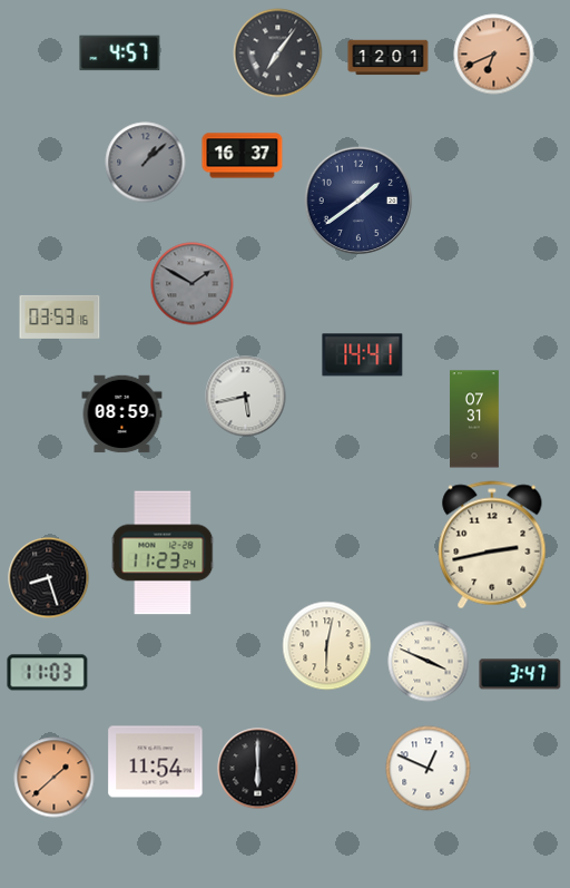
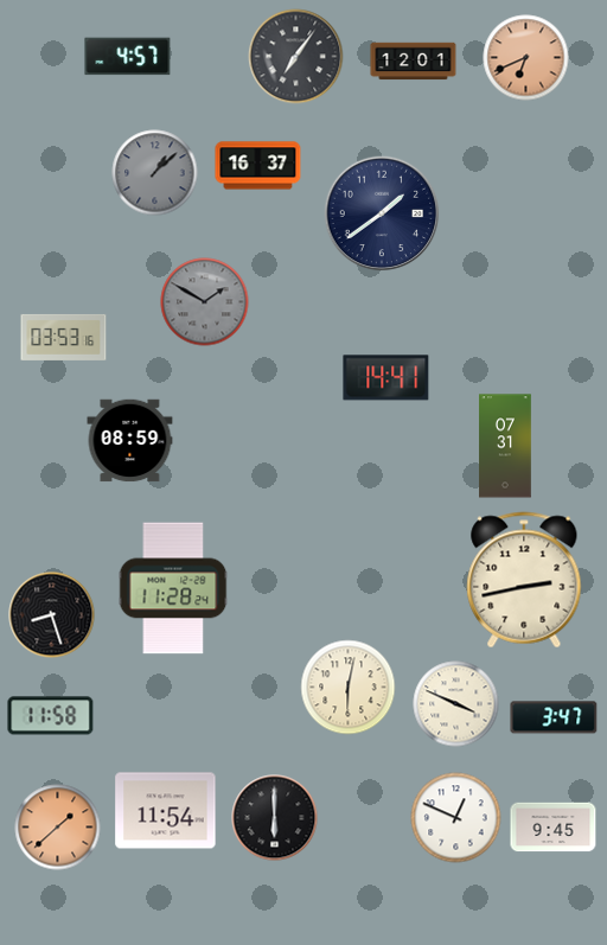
clock at (246, 397): 5:43 -> none
clock at (163, 553): 11:23 -> 11:28
clock at (48, 673): 11:03 -> 11:58
clock at (554, 828): none -> 9:45
